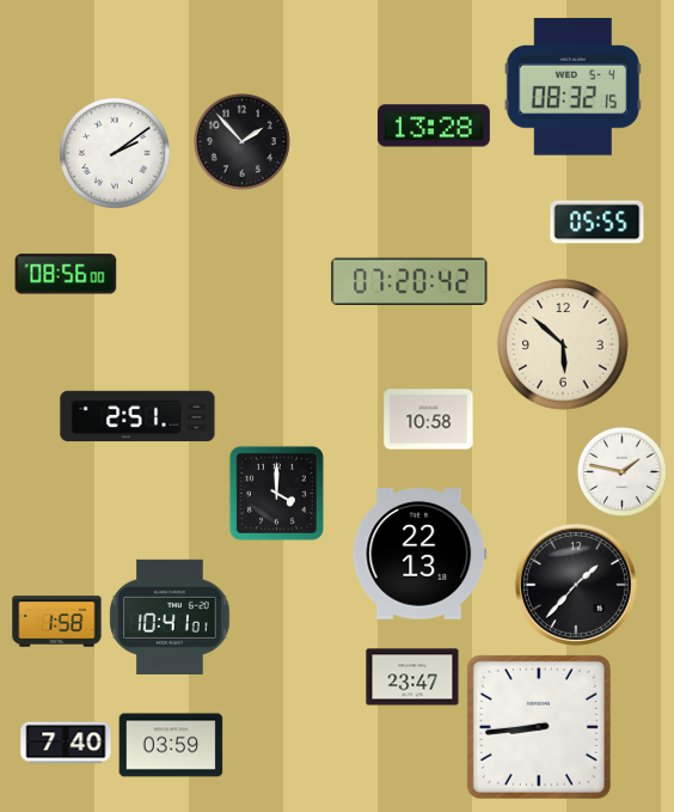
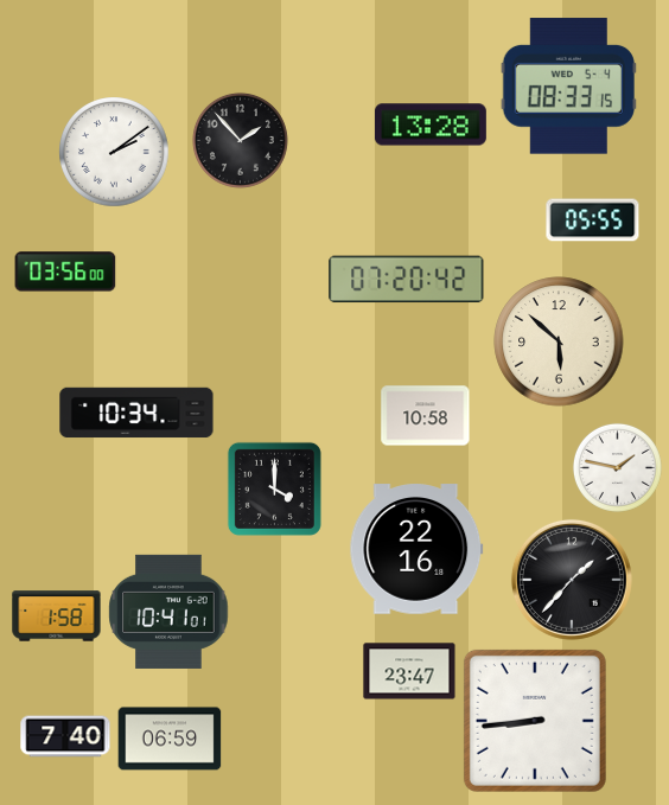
clock at (572, 87): 08:32 -> 08:33
clock at (66, 274): 08:56 -> 03:56
clock at (137, 416): 2:51 -> 10:34
clock at (419, 554): 22:13 -> 22:16
clock at (171, 745): 03:59 -> 06:59
